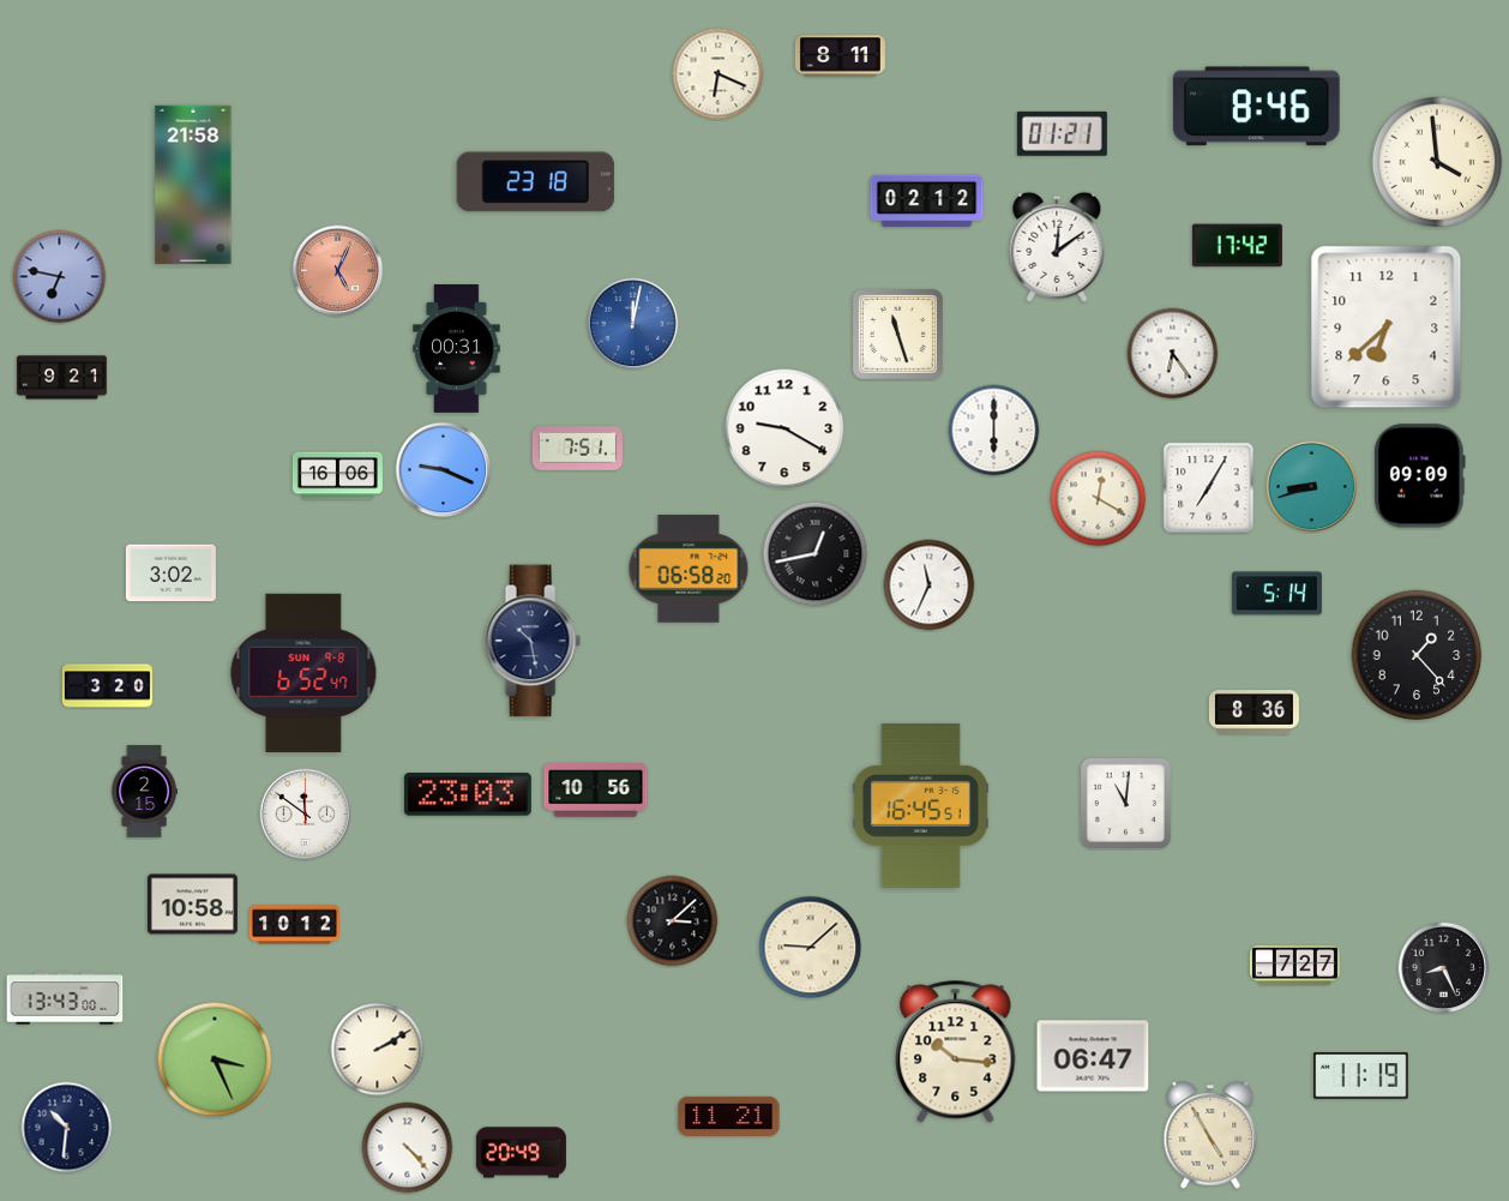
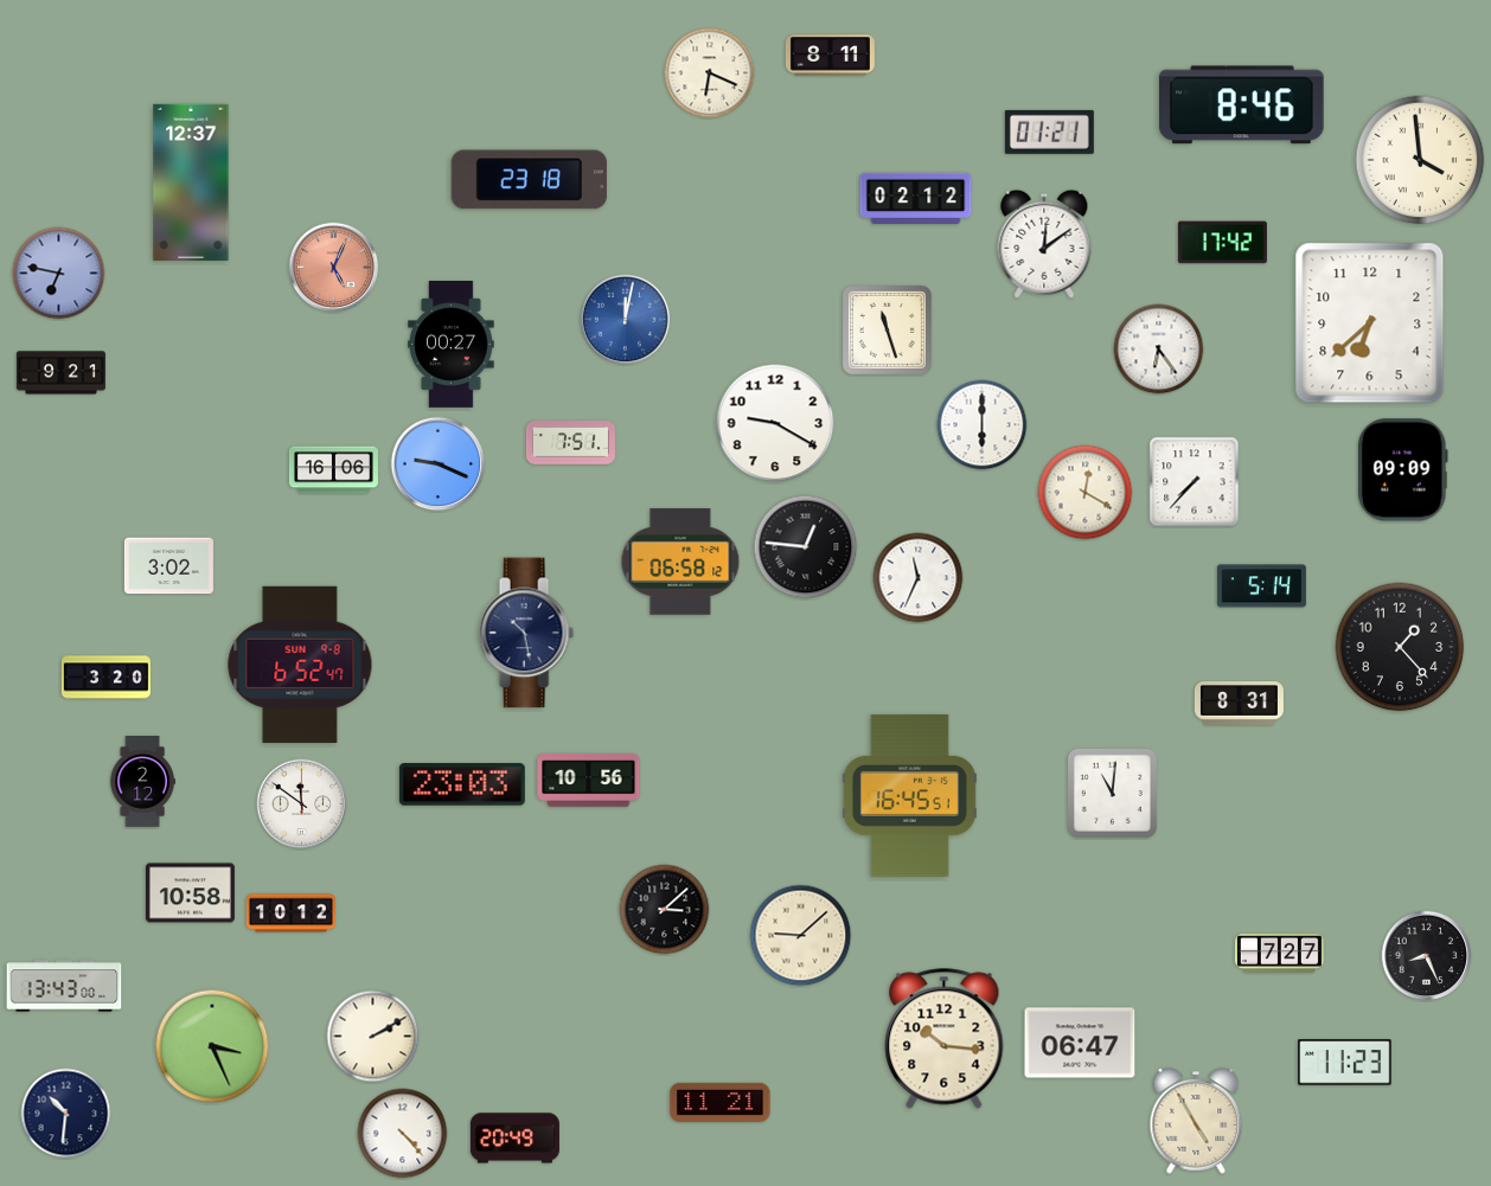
clock at (193, 185): 21:58 -> 12:37
clock at (457, 349): 00:31 -> 00:27
clock at (1312, 487): 8:42 -> none
clock at (1209, 488): 7:05 -> 7:37
clock at (816, 554): 12:43 -> 12:46
clock at (689, 569): 06:58:20 -> 06:58:12
clock at (1254, 713): 8:36 -> 8:31
clock at (144, 792): 2:15 -> 2:12
clock at (1361, 1076): 11:19 -> 11:23
